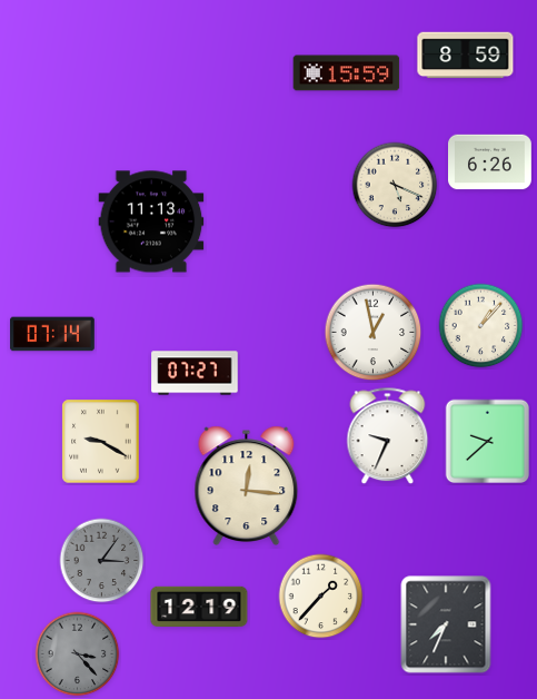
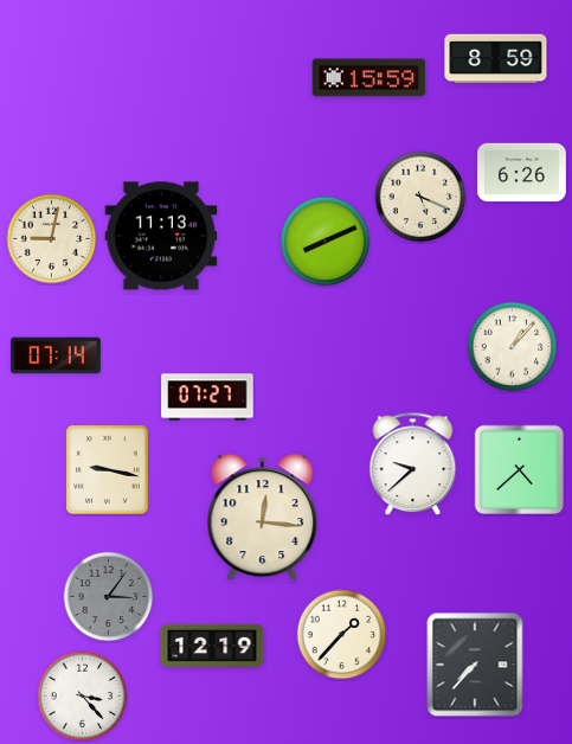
clock at (52, 239): none -> 9:02
clock at (326, 242): none -> 8:11
clock at (374, 333): 12:58 -> none
clock at (388, 436): 9:34 -> 9:38
clock at (101, 442): 9:20 -> 9:17
clock at (488, 442): 9:38 -> 4:38
clock at (446, 624): 7:34 -> 7:37
clock at (78, 654) dial: grey -> white
